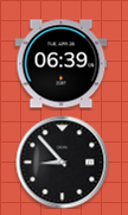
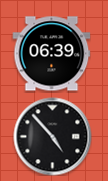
clock at (62, 162): 8:53 -> 4:53
